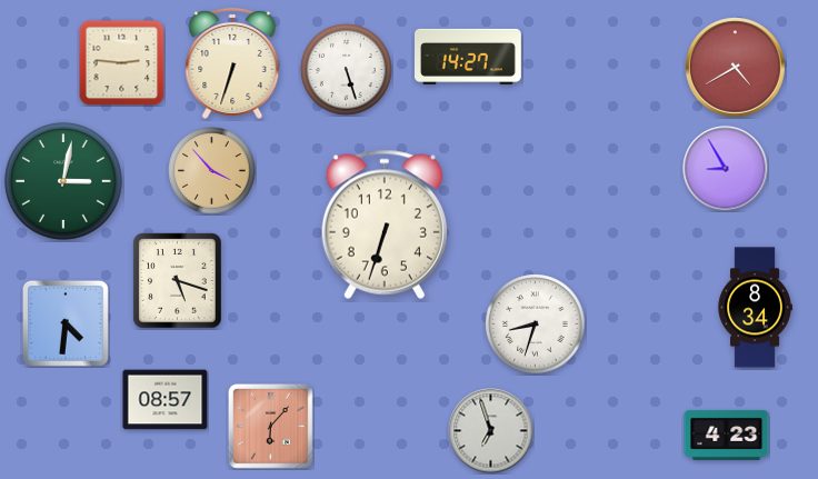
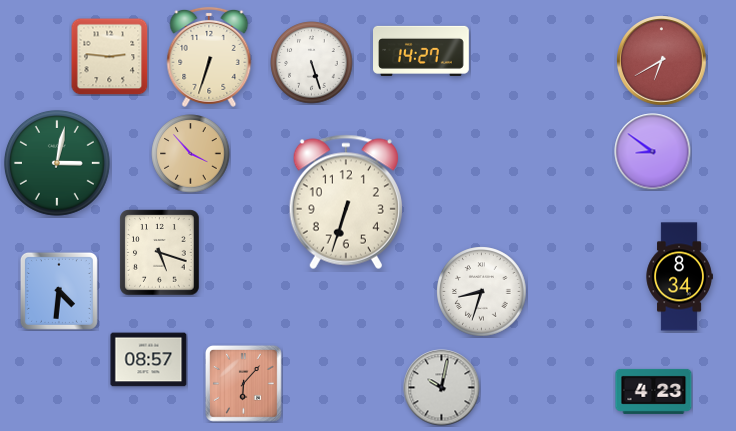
clock at (736, 68): 4:40 -> 6:40
clock at (726, 169): 8:55 -> 8:51
clock at (491, 431): 6:57 -> 10:02
